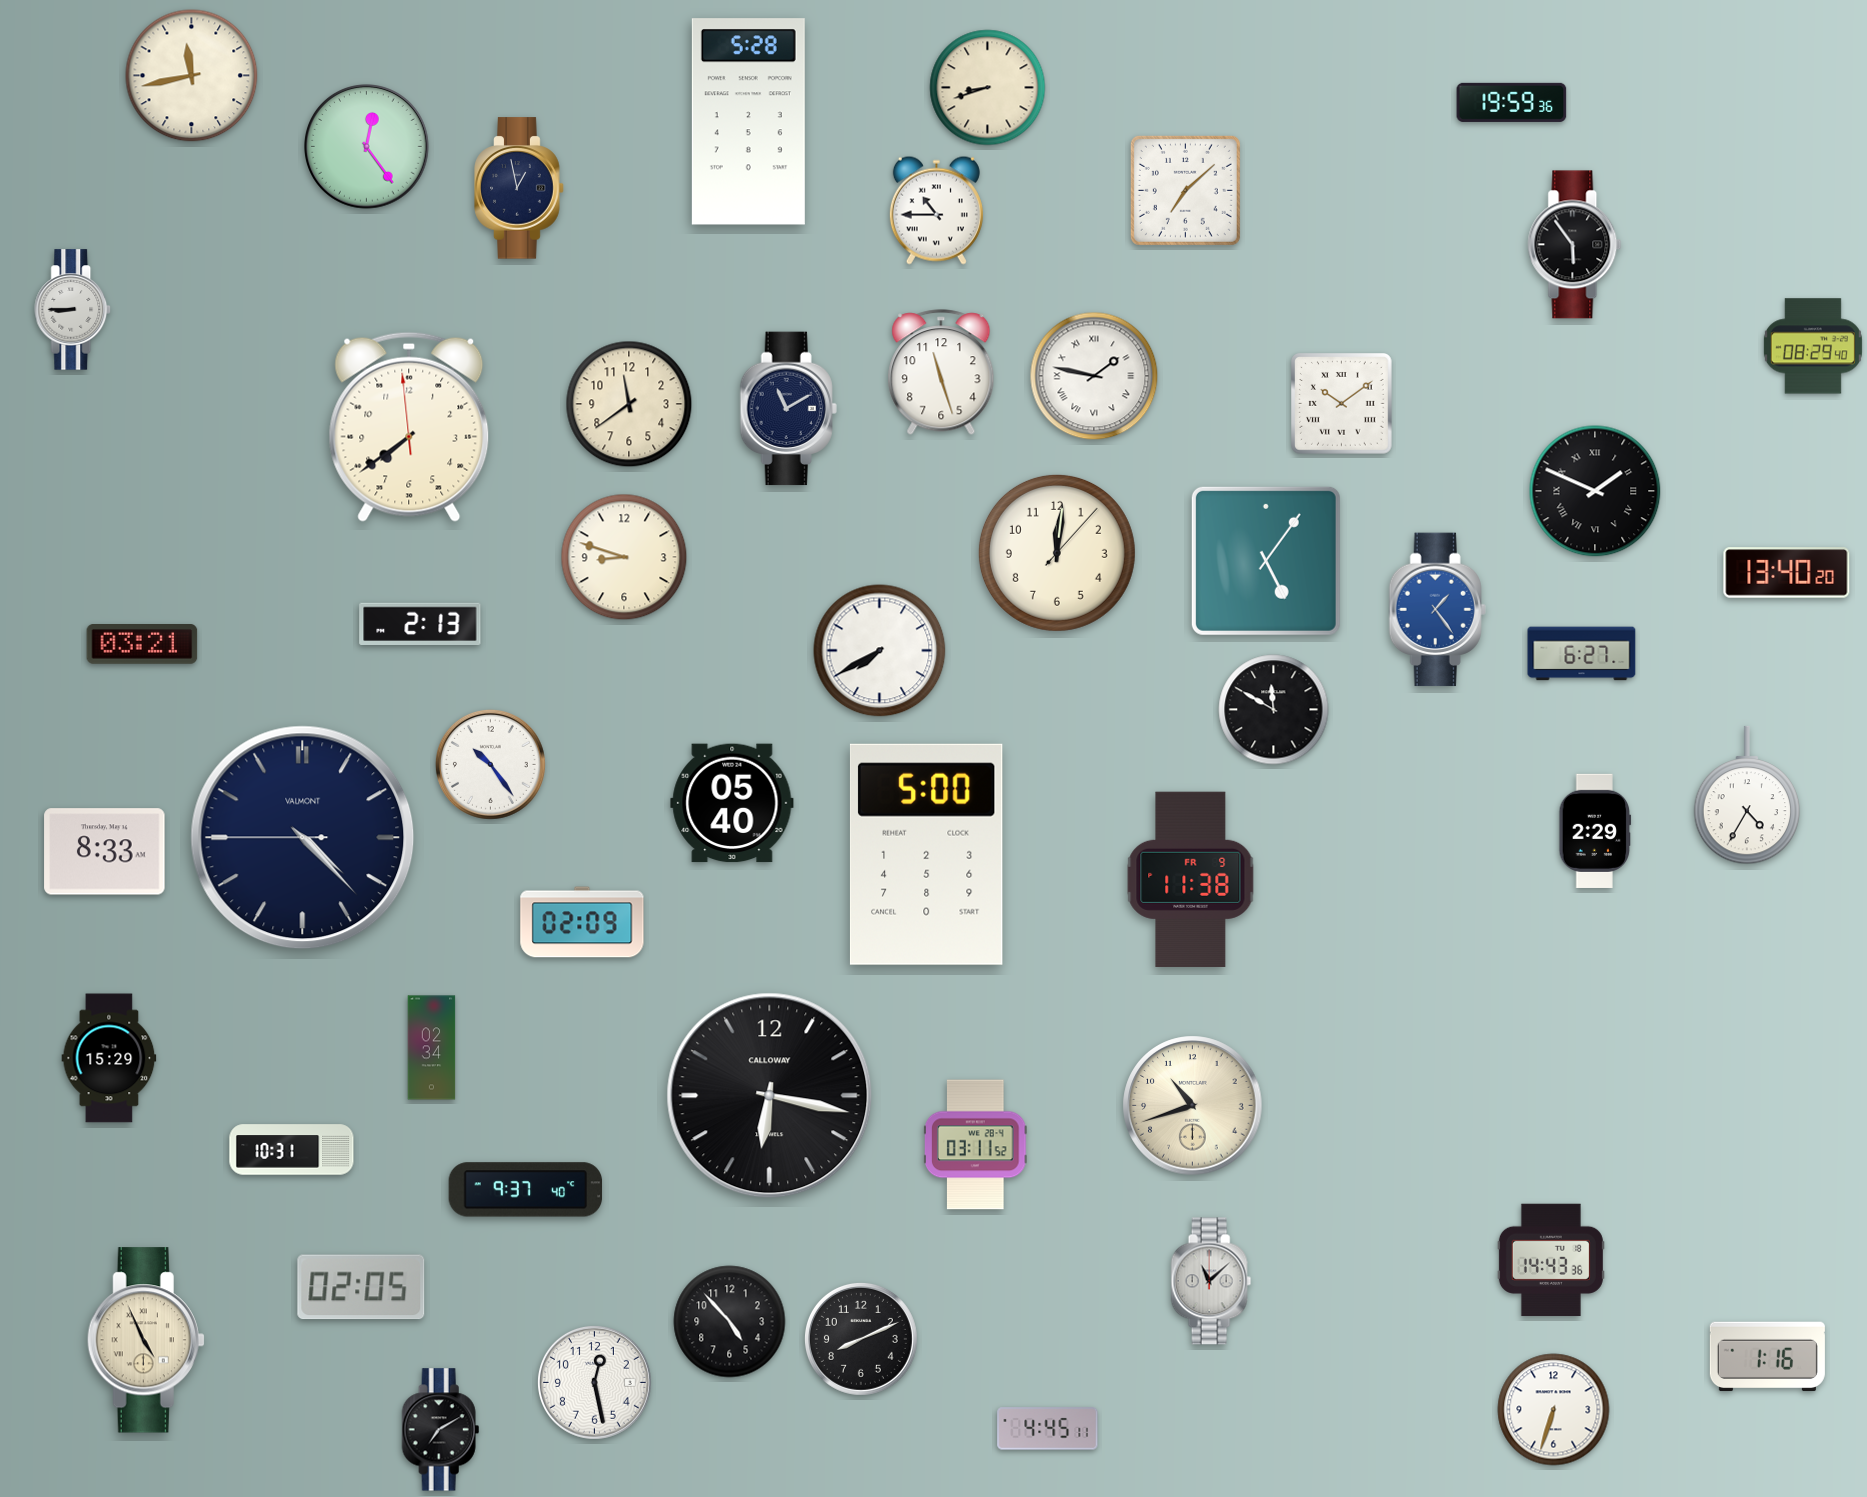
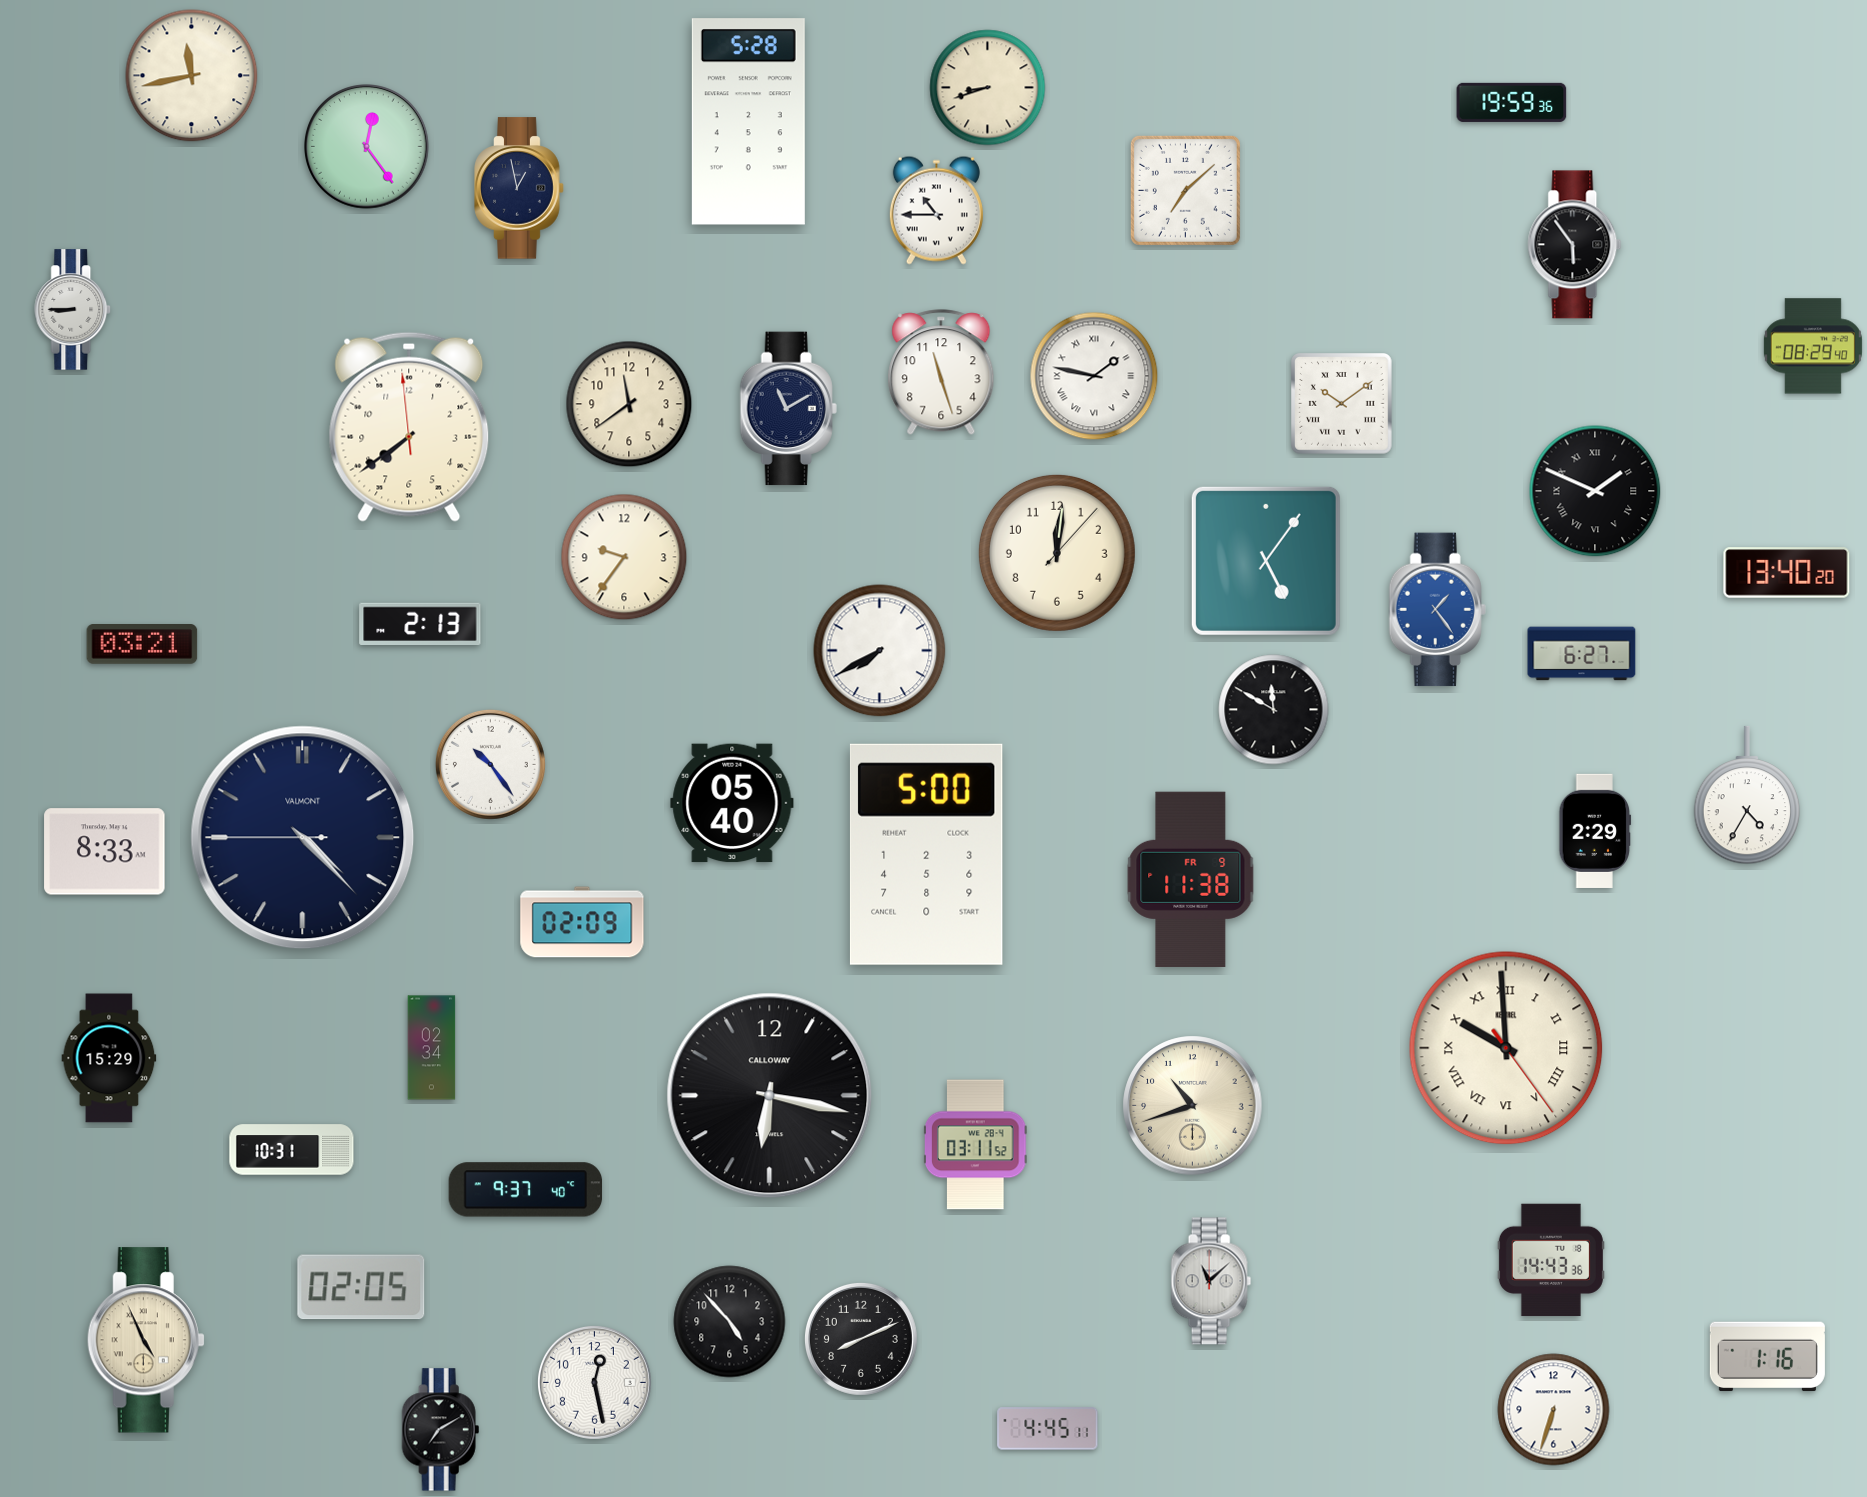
clock at (624, 557): 8:48 -> 9:36
clock at (1506, 1048): none -> 9:59
